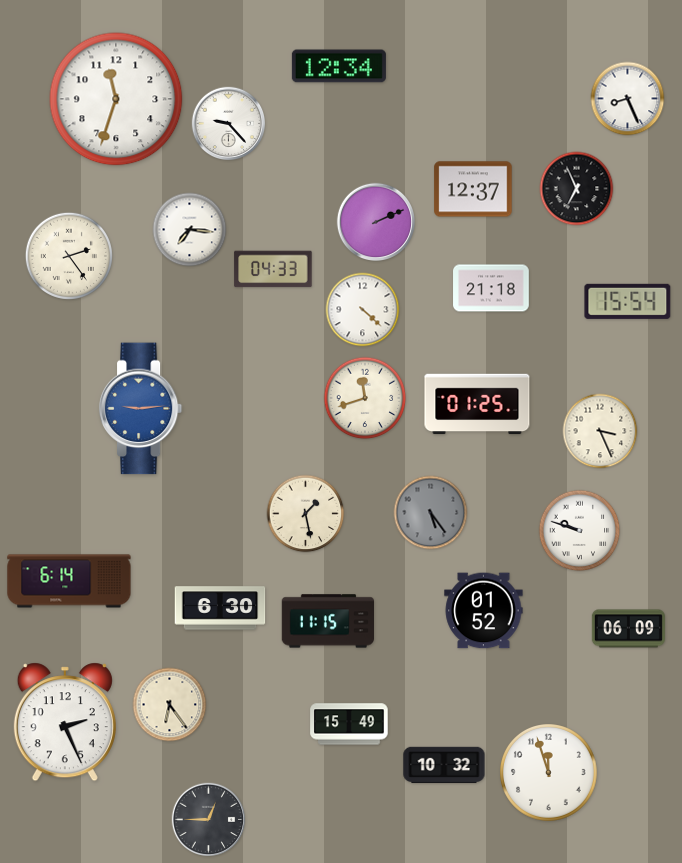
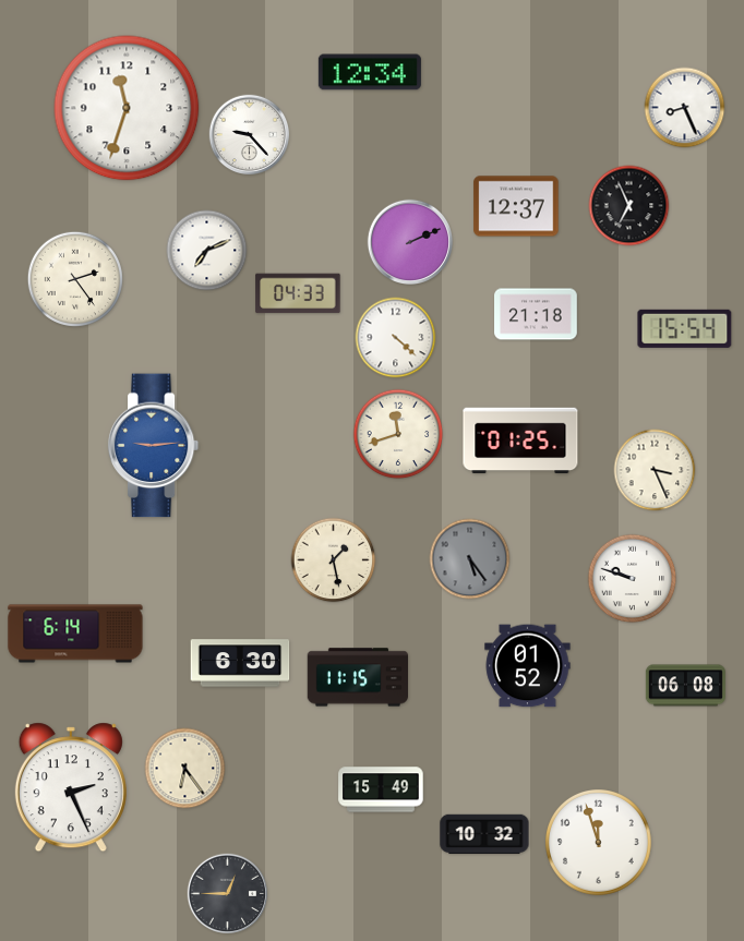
clock at (190, 230): 7:16 -> 7:11
clock at (628, 629): 06:09 -> 06:08
